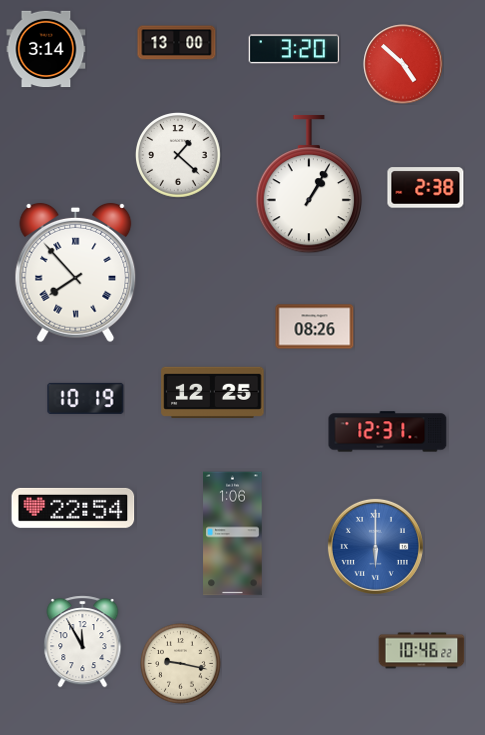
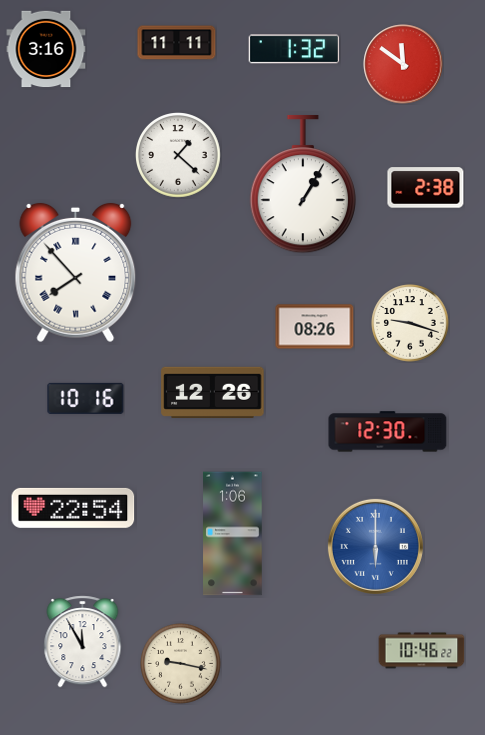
clock at (177, 43): 13:00 -> 11:11
clock at (46, 49): 3:14 -> 3:16
clock at (294, 49): 3:20 -> 1:32
clock at (403, 64): 4:52 -> 11:51
clock at (309, 184) position: (309, 184) -> (303, 184)
clock at (410, 323): none -> 9:18
clock at (213, 392): 12:25 -> 12:26
clock at (86, 398): 10:19 -> 10:16
clock at (388, 432): 12:31 -> 12:30
